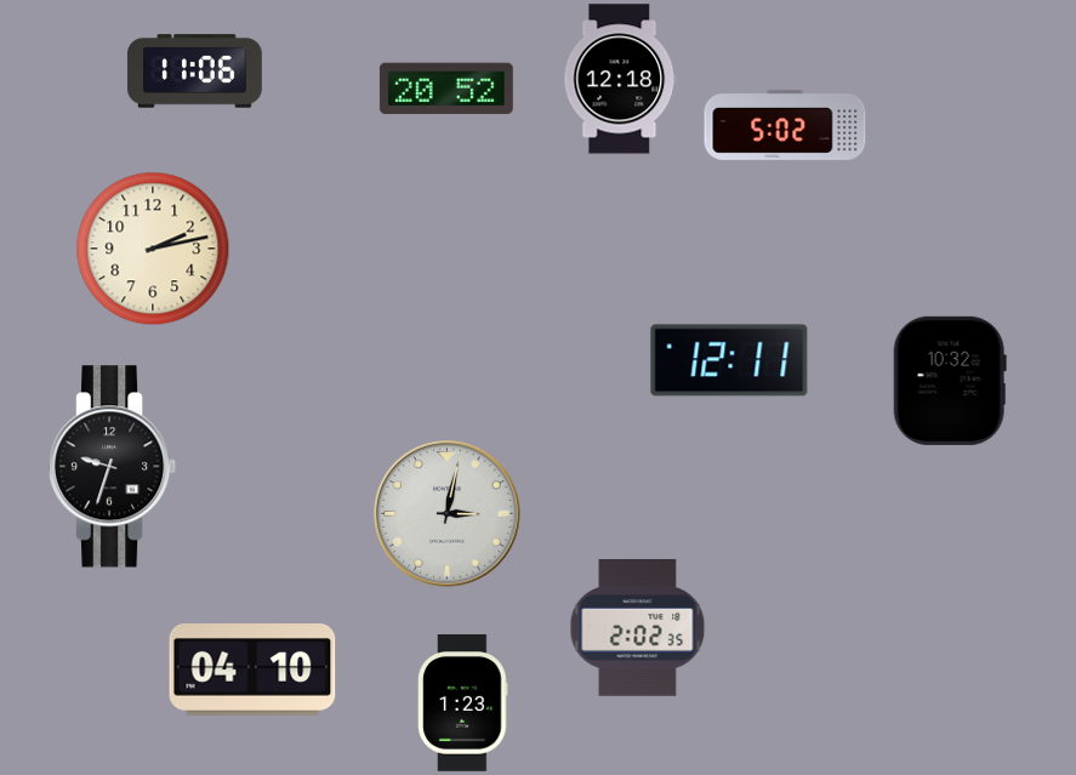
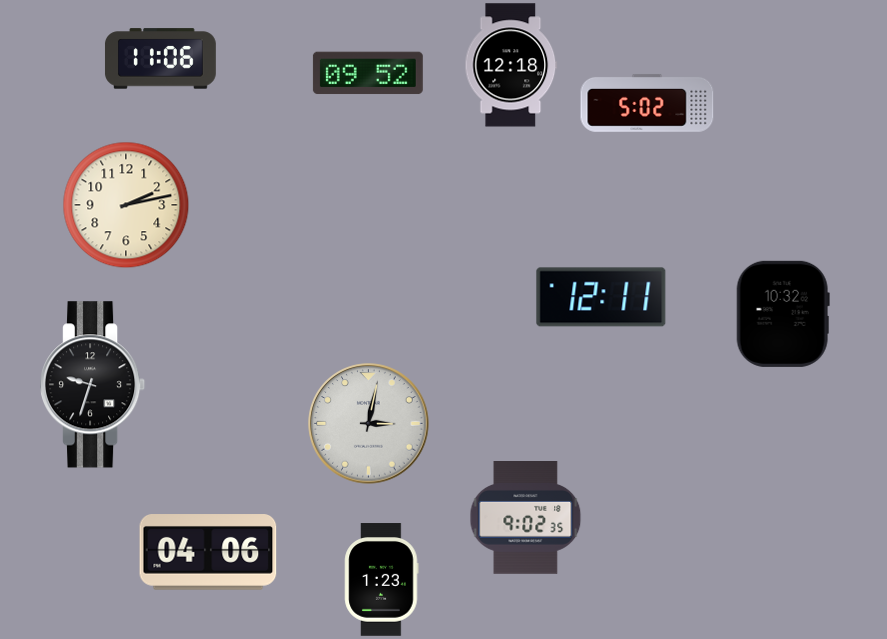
clock at (446, 89): 20:52 -> 09:52
clock at (638, 628): 2:02 -> 9:02
clock at (252, 669): 04:10 -> 04:06
